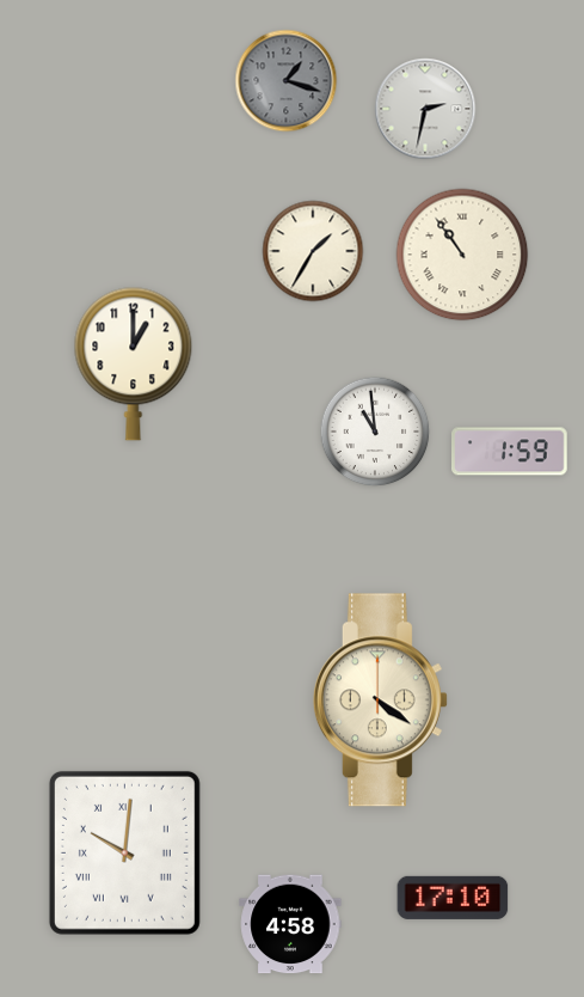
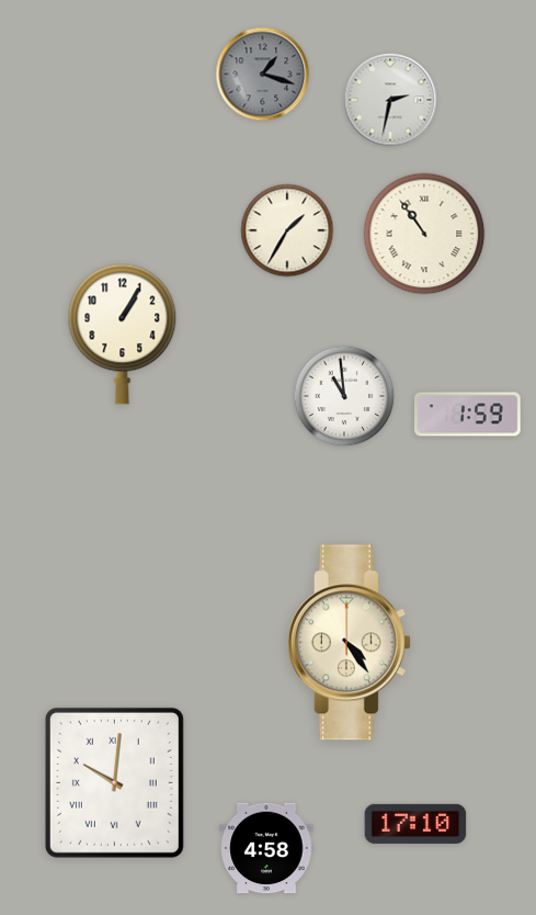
clock at (134, 363): 1:00 -> 1:05
clock at (380, 701): 4:21 -> 4:24
